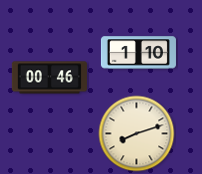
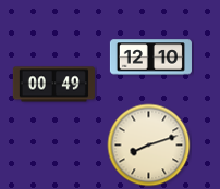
clock at (138, 53): 1:10 -> 12:10
clock at (49, 78): 00:46 -> 00:49
